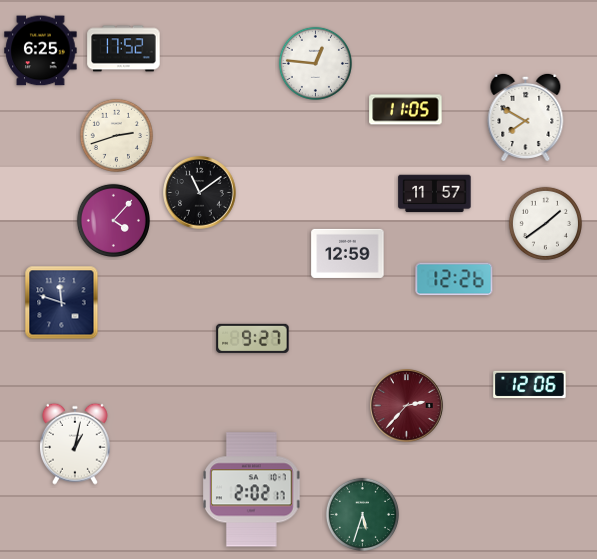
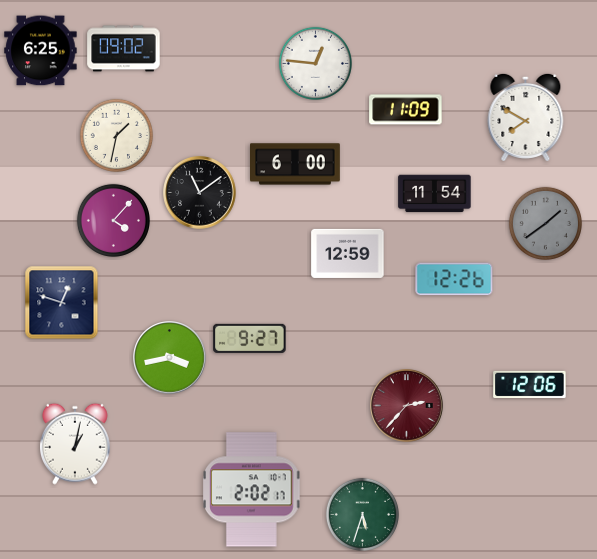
clock at (124, 49): 17:52 -> 09:02
clock at (406, 110): 11:05 -> 11:09
clock at (116, 135): 2:42 -> 1:32
clock at (296, 164): none -> 6:00
clock at (435, 194): 11:57 -> 11:54
clock at (545, 223) dial: white -> grey
clock at (62, 303): 11:48 -> 12:48
clock at (253, 338) position: (253, 338) -> (250, 338)
clock at (170, 358): none -> 3:43
